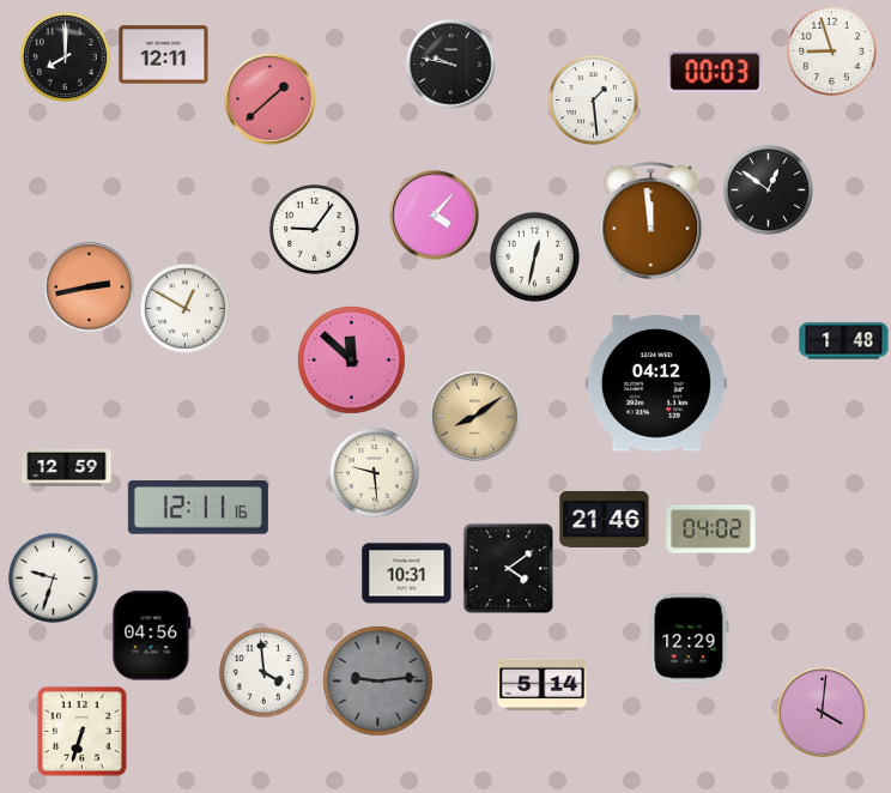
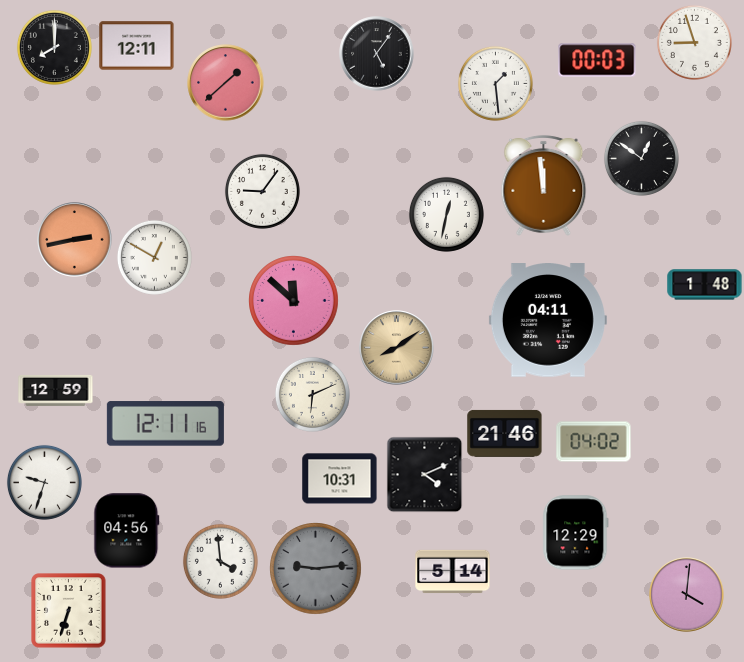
clock at (451, 65): 9:47 -> 5:06
clock at (435, 216): 4:07 -> none
clock at (656, 383): 04:12 -> 04:11
clock at (374, 472): 9:29 -> 6:11
clock at (509, 569): 4:09 -> 4:11
